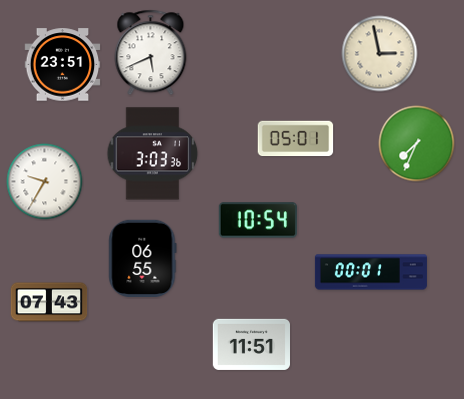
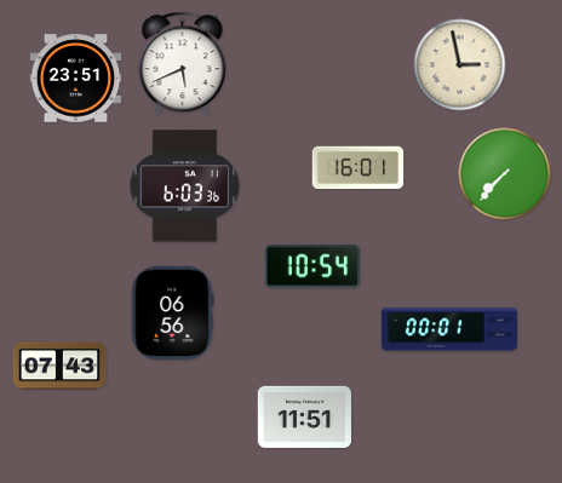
clock at (296, 139): 05:01 -> 16:01
clock at (417, 144): 7:34 -> 7:37
clock at (153, 154): 3:03 -> 6:03
clock at (45, 182): 9:35 -> none
clock at (143, 258): 06:55 -> 06:56
